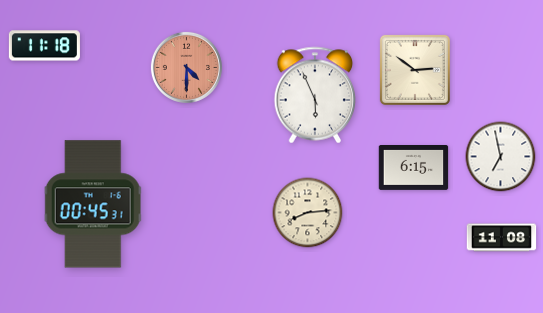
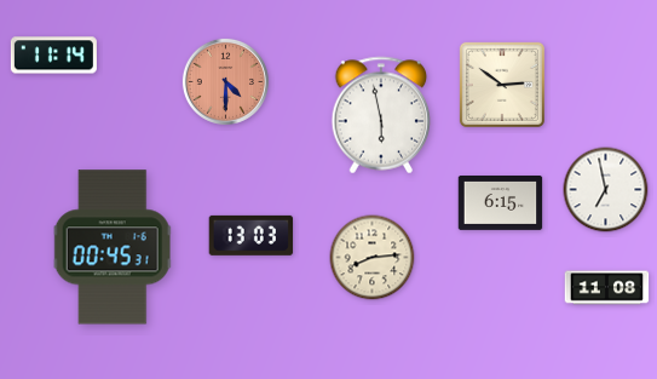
clock at (44, 46): 11:18 -> 11:14
clock at (315, 95): 5:56 -> 5:58
clock at (252, 235): none -> 13:03
